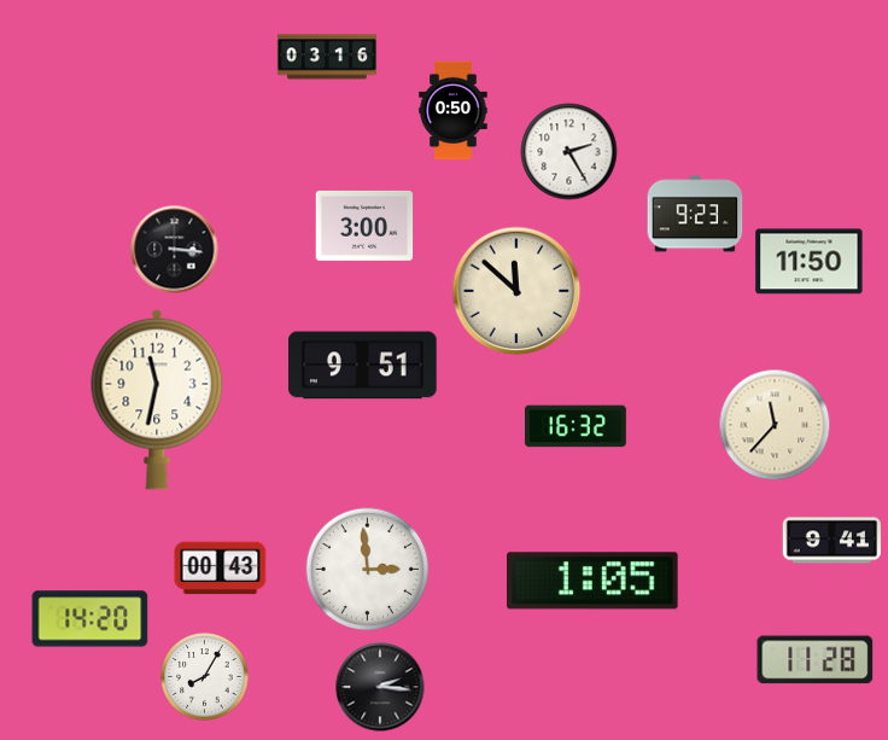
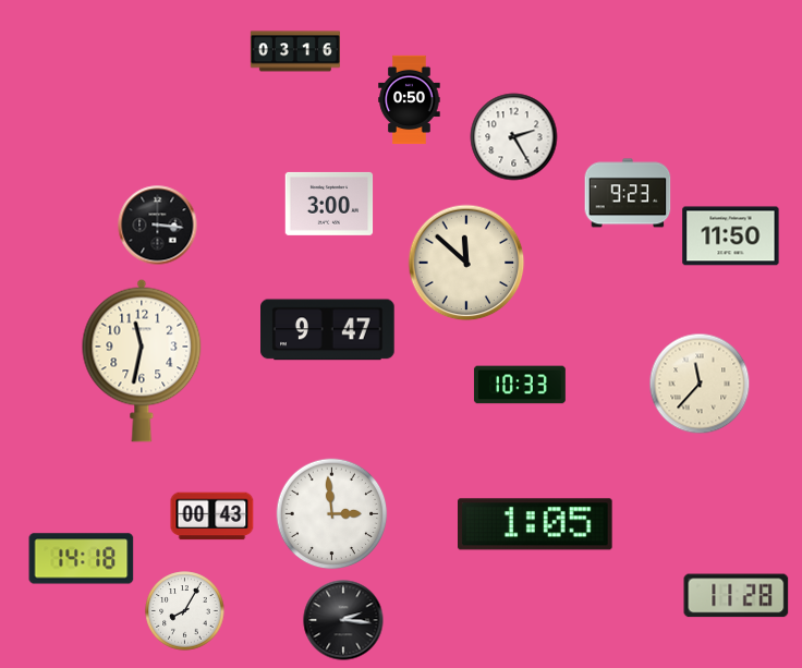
clock at (363, 366): 9:51 -> 9:47
clock at (576, 426): 16:32 -> 10:33
clock at (831, 541): 9:41 -> none
clock at (221, 569) position: (221, 569) -> (212, 517)
clock at (90, 619): 14:20 -> 14:18
